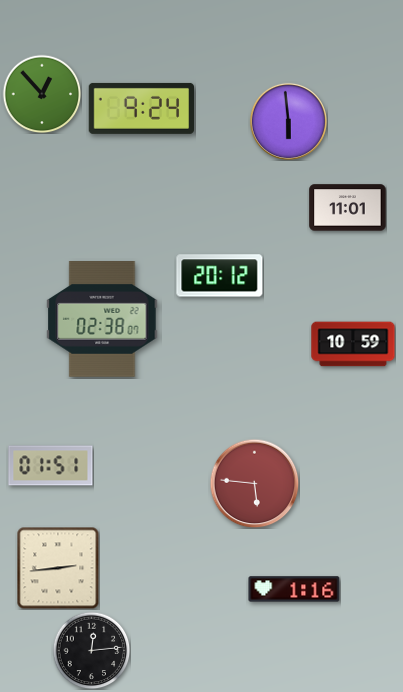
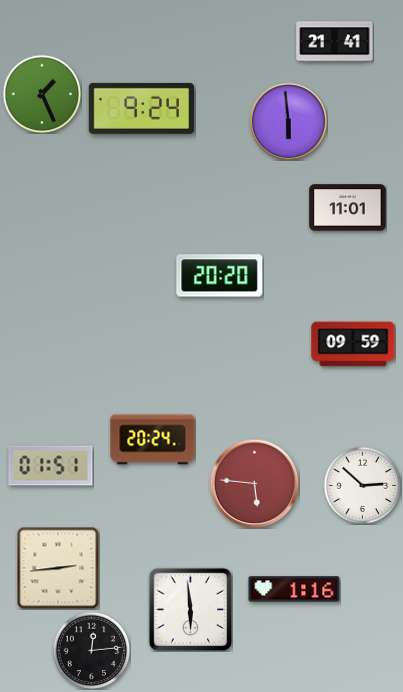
clock at (335, 42): none -> 21:41
clock at (42, 94): 12:53 -> 1:26
clock at (220, 276): 20:12 -> 20:20
clock at (102, 320): 02:38 -> none
clock at (353, 344): 10:59 -> 09:59
clock at (153, 440): none -> 20:24
clock at (362, 485): none -> 2:52
clock at (190, 609): none -> 5:59
